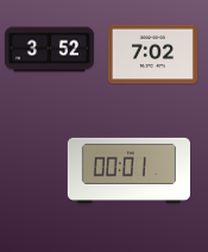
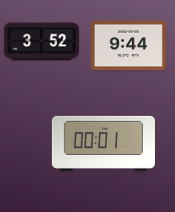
clock at (152, 55): 7:02 -> 9:44
clock at (128, 170) position: (128, 170) -> (103, 143)
